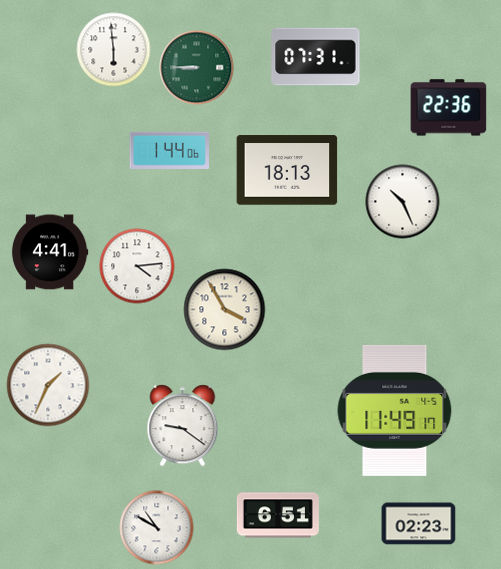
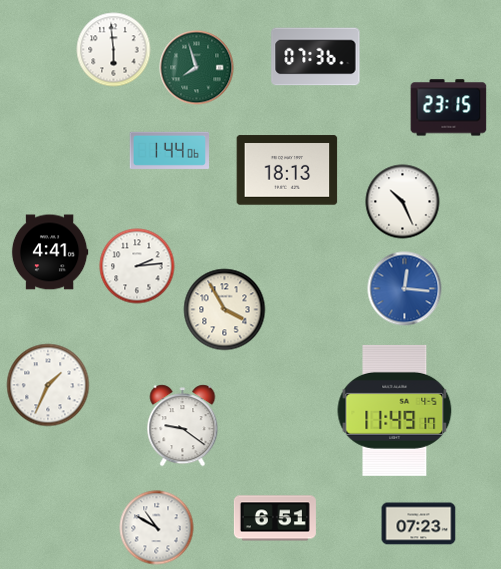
clock at (316, 57): 07:31 -> 07:36
clock at (197, 68): 8:45 -> 7:57
clock at (449, 108): 22:36 -> 23:15
clock at (137, 266): 4:14 -> 2:14
clock at (405, 289): none -> 12:16
clock at (278, 515) position: (278, 515) -> (275, 518)
clock at (419, 524): 02:23 -> 07:23
